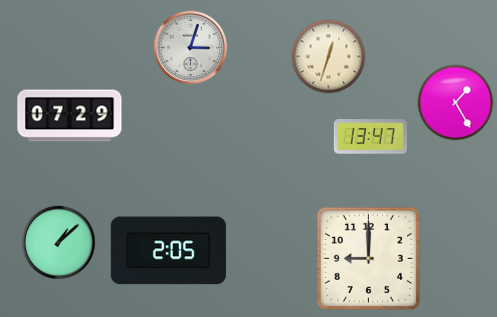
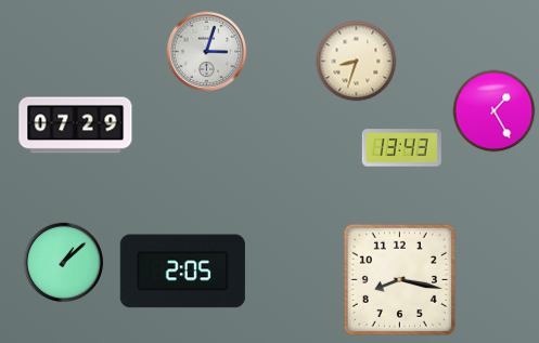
clock at (329, 57): 12:33 -> 8:33
clock at (370, 137): 13:47 -> 13:43
clock at (368, 258): 9:00 -> 8:17
